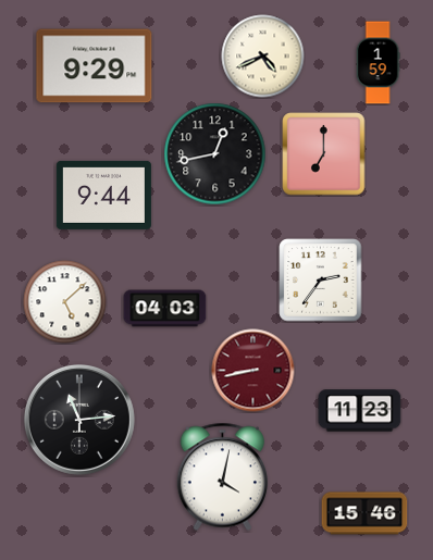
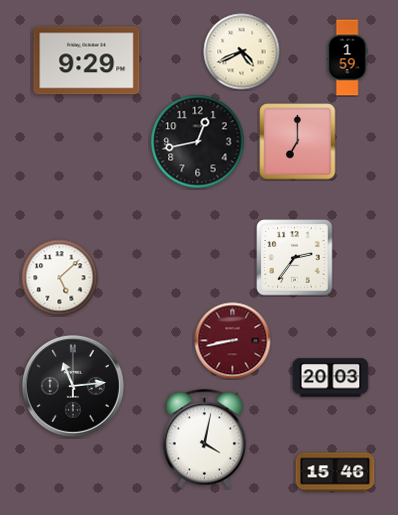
clock at (103, 195): 9:44 -> none
clock at (165, 309): 04:03 -> none
clock at (360, 411): 11:23 -> 20:03
